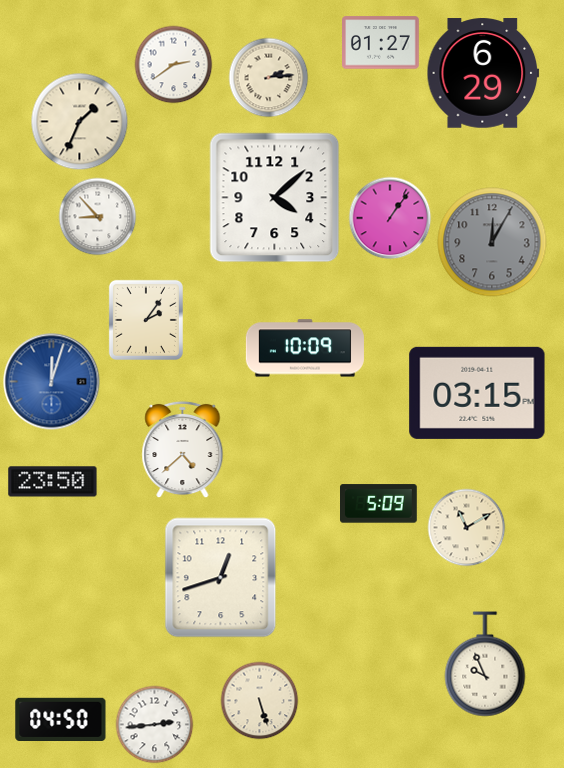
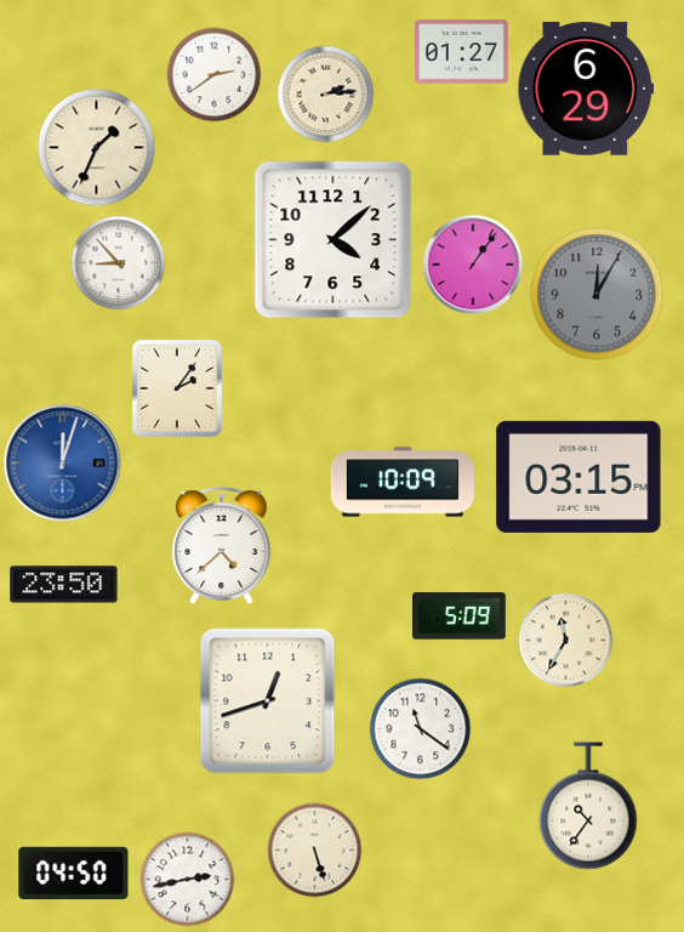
clock at (173, 64) position: (173, 64) -> (213, 74)
clock at (305, 348) position: (305, 348) -> (403, 482)
clock at (379, 504) position: (379, 504) -> (460, 616)
clock at (466, 527): 11:10 -> 11:35
clock at (420, 728): none -> 11:21
clock at (485, 664): 9:56 -> 10:36
clock at (154, 724): 2:44 -> 2:43
